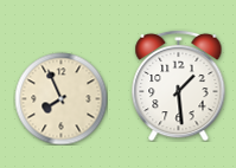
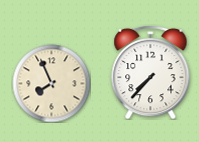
clock at (179, 85): 1:29 -> 7:37
